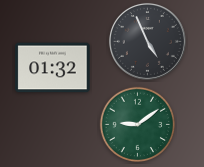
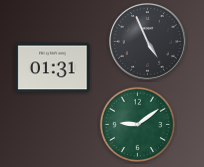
clock at (53, 68): 01:32 -> 01:31
